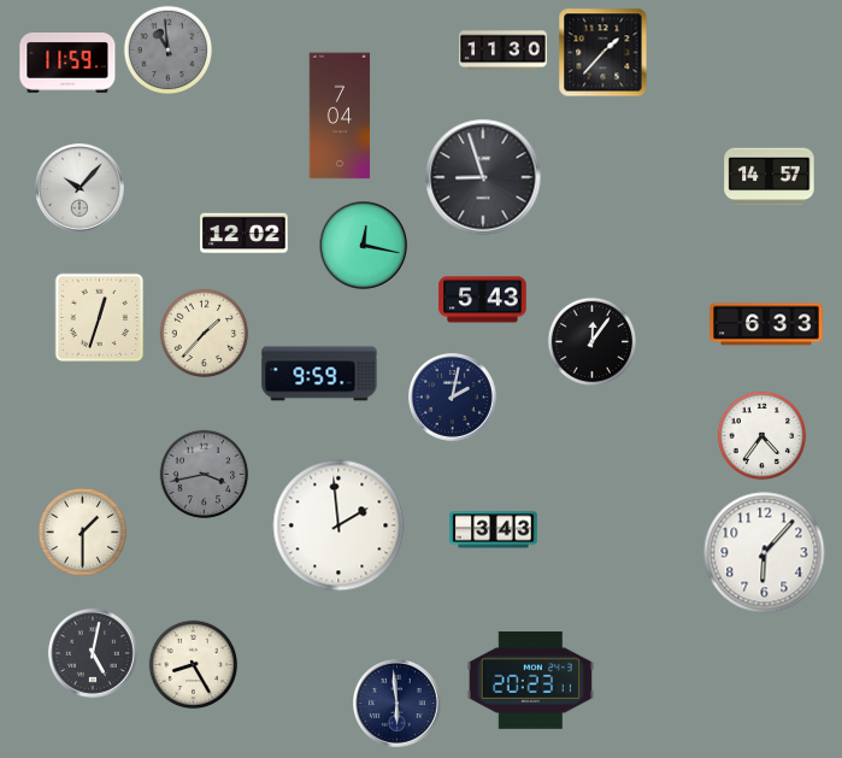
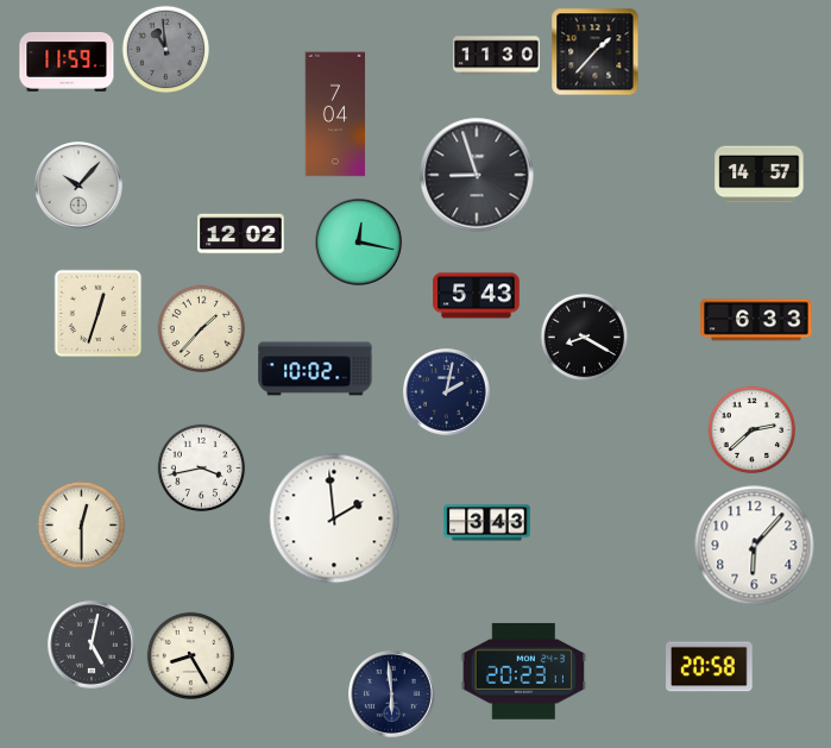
clock at (504, 51) position: (504, 51) -> (497, 56)
clock at (245, 234) position: (245, 234) -> (241, 234)
clock at (593, 342): 12:06 -> 8:20
clock at (319, 374): 9:59 -> 10:02
clock at (762, 436): 4:36 -> 2:38
clock at (205, 475) dial: grey -> white
clock at (83, 533): 1:30 -> 12:30
clock at (710, 667): none -> 20:58
